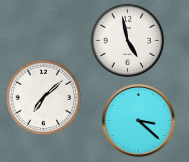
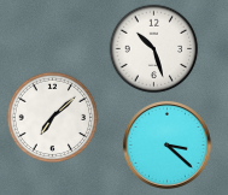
clock at (128, 41): 4:58 -> 10:27
